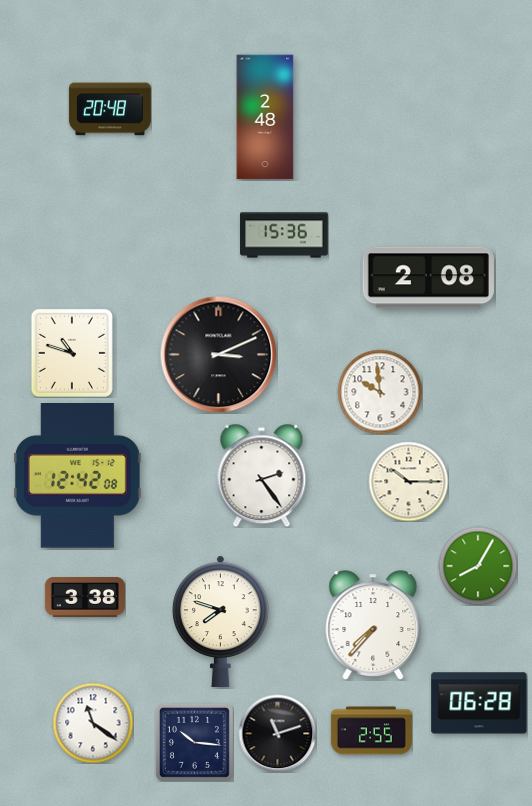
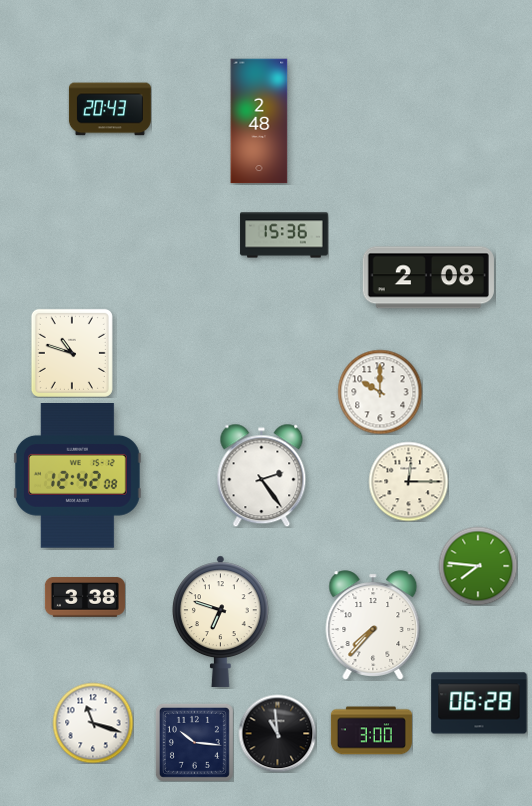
clock at (110, 109): 20:48 -> 20:43
clock at (265, 117) position: (265, 117) -> (259, 121)
clock at (218, 354): 3:11 -> none
clock at (380, 392): 9:59 -> 10:00
clock at (408, 481): 10:15 -> 12:15
clock at (478, 566): 8:05 -> 7:46
clock at (220, 621): 7:48 -> 6:48
clock at (93, 723): 11:21 -> 11:18
clock at (371, 731): 2:55 -> 3:00
clock at (277, 733): 11:12 -> 10:59
